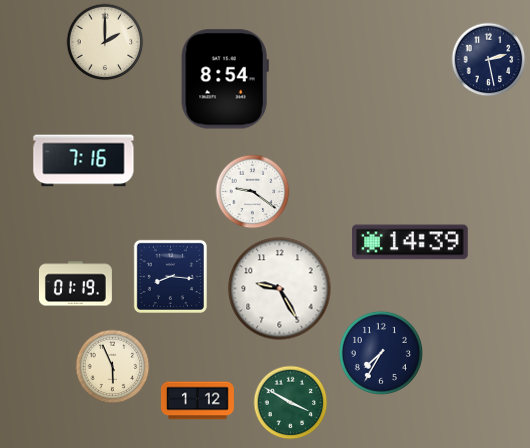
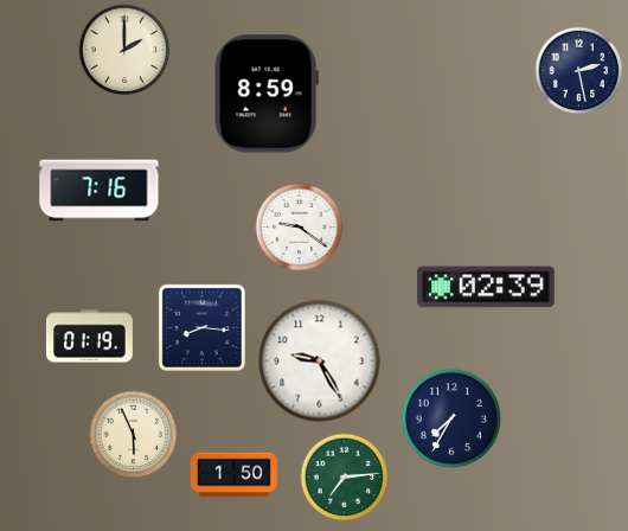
clock at (225, 79): 8:54 -> 8:59
clock at (410, 242): 14:39 -> 02:39
clock at (280, 289) position: (280, 289) -> (320, 362)
clock at (197, 401): 1:12 -> 1:50
clock at (291, 403): 3:50 -> 7:14
